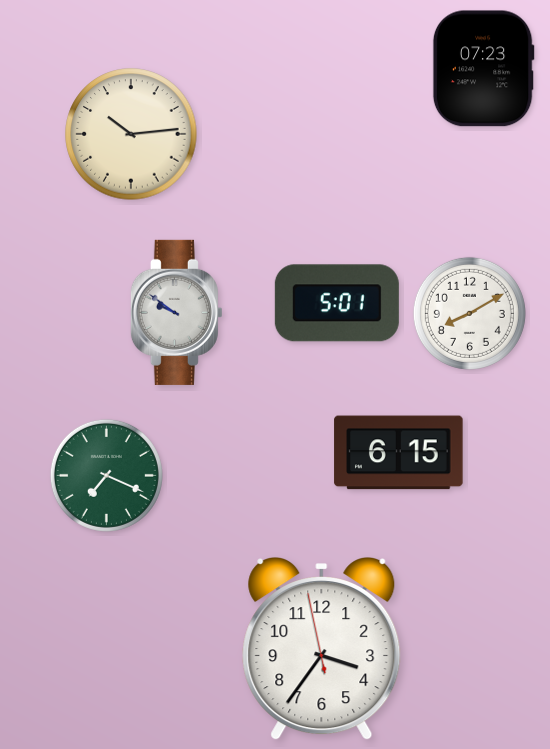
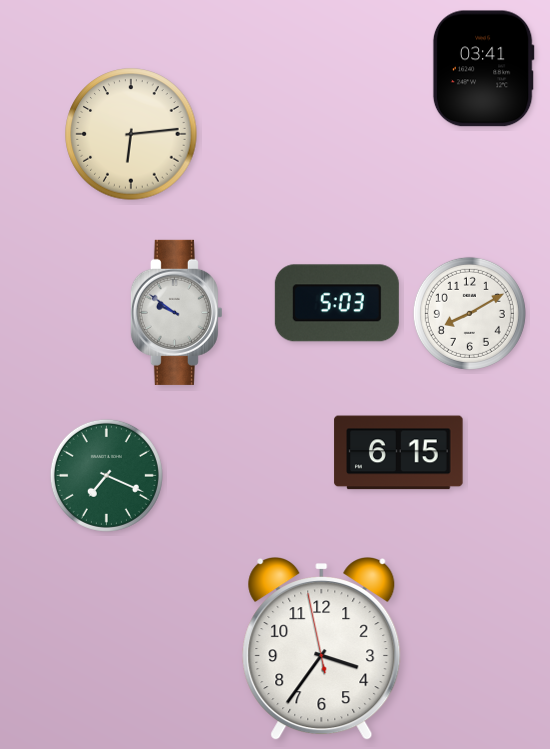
clock at (483, 69): 07:23 -> 03:41
clock at (131, 134): 10:14 -> 6:14
clock at (337, 303): 5:01 -> 5:03
